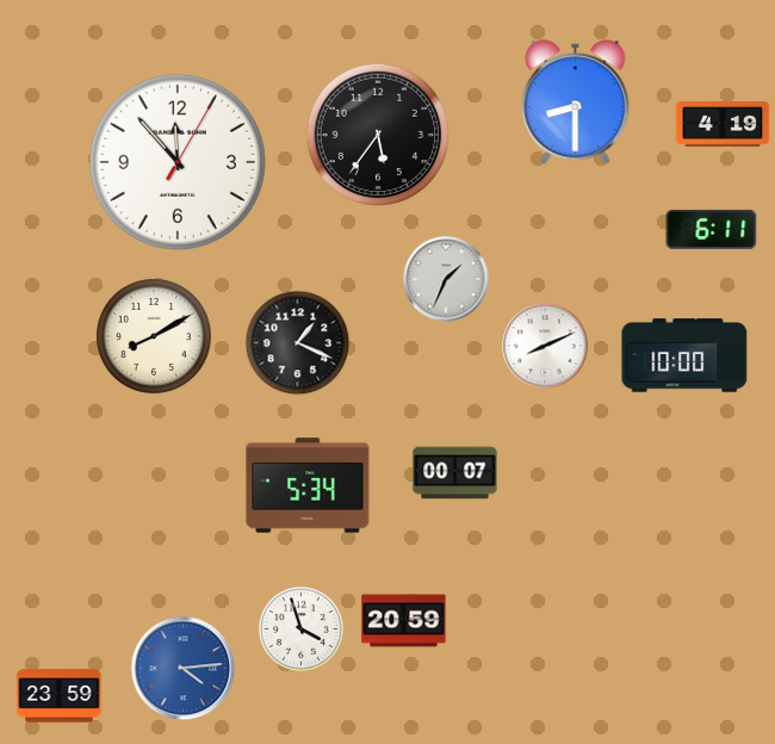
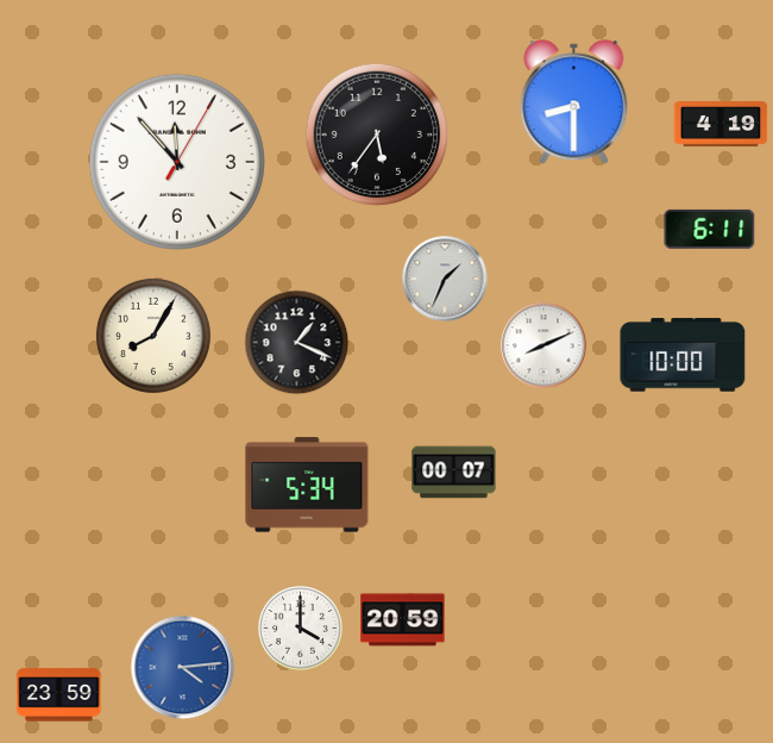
clock at (154, 336): 8:10 -> 8:05
clock at (302, 630): 3:57 -> 4:00
